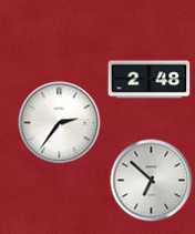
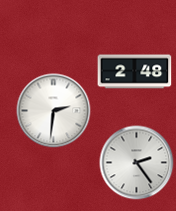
clock at (60, 123): 2:36 -> 2:31
clock at (152, 181): 6:52 -> 2:24
